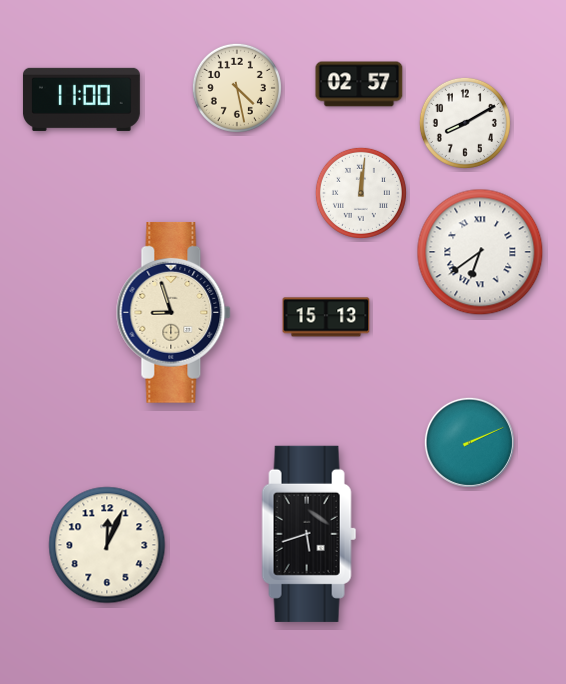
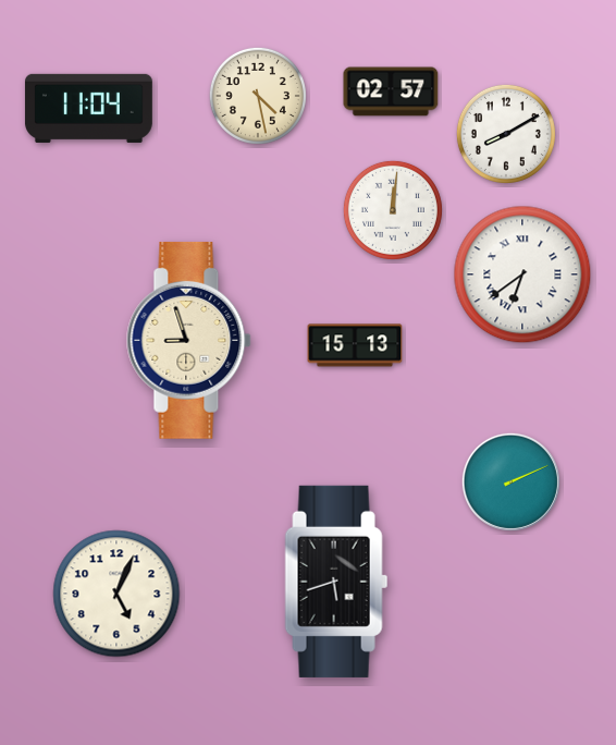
clock at (81, 99): 11:00 -> 11:04
clock at (107, 545): 12:04 -> 5:04
